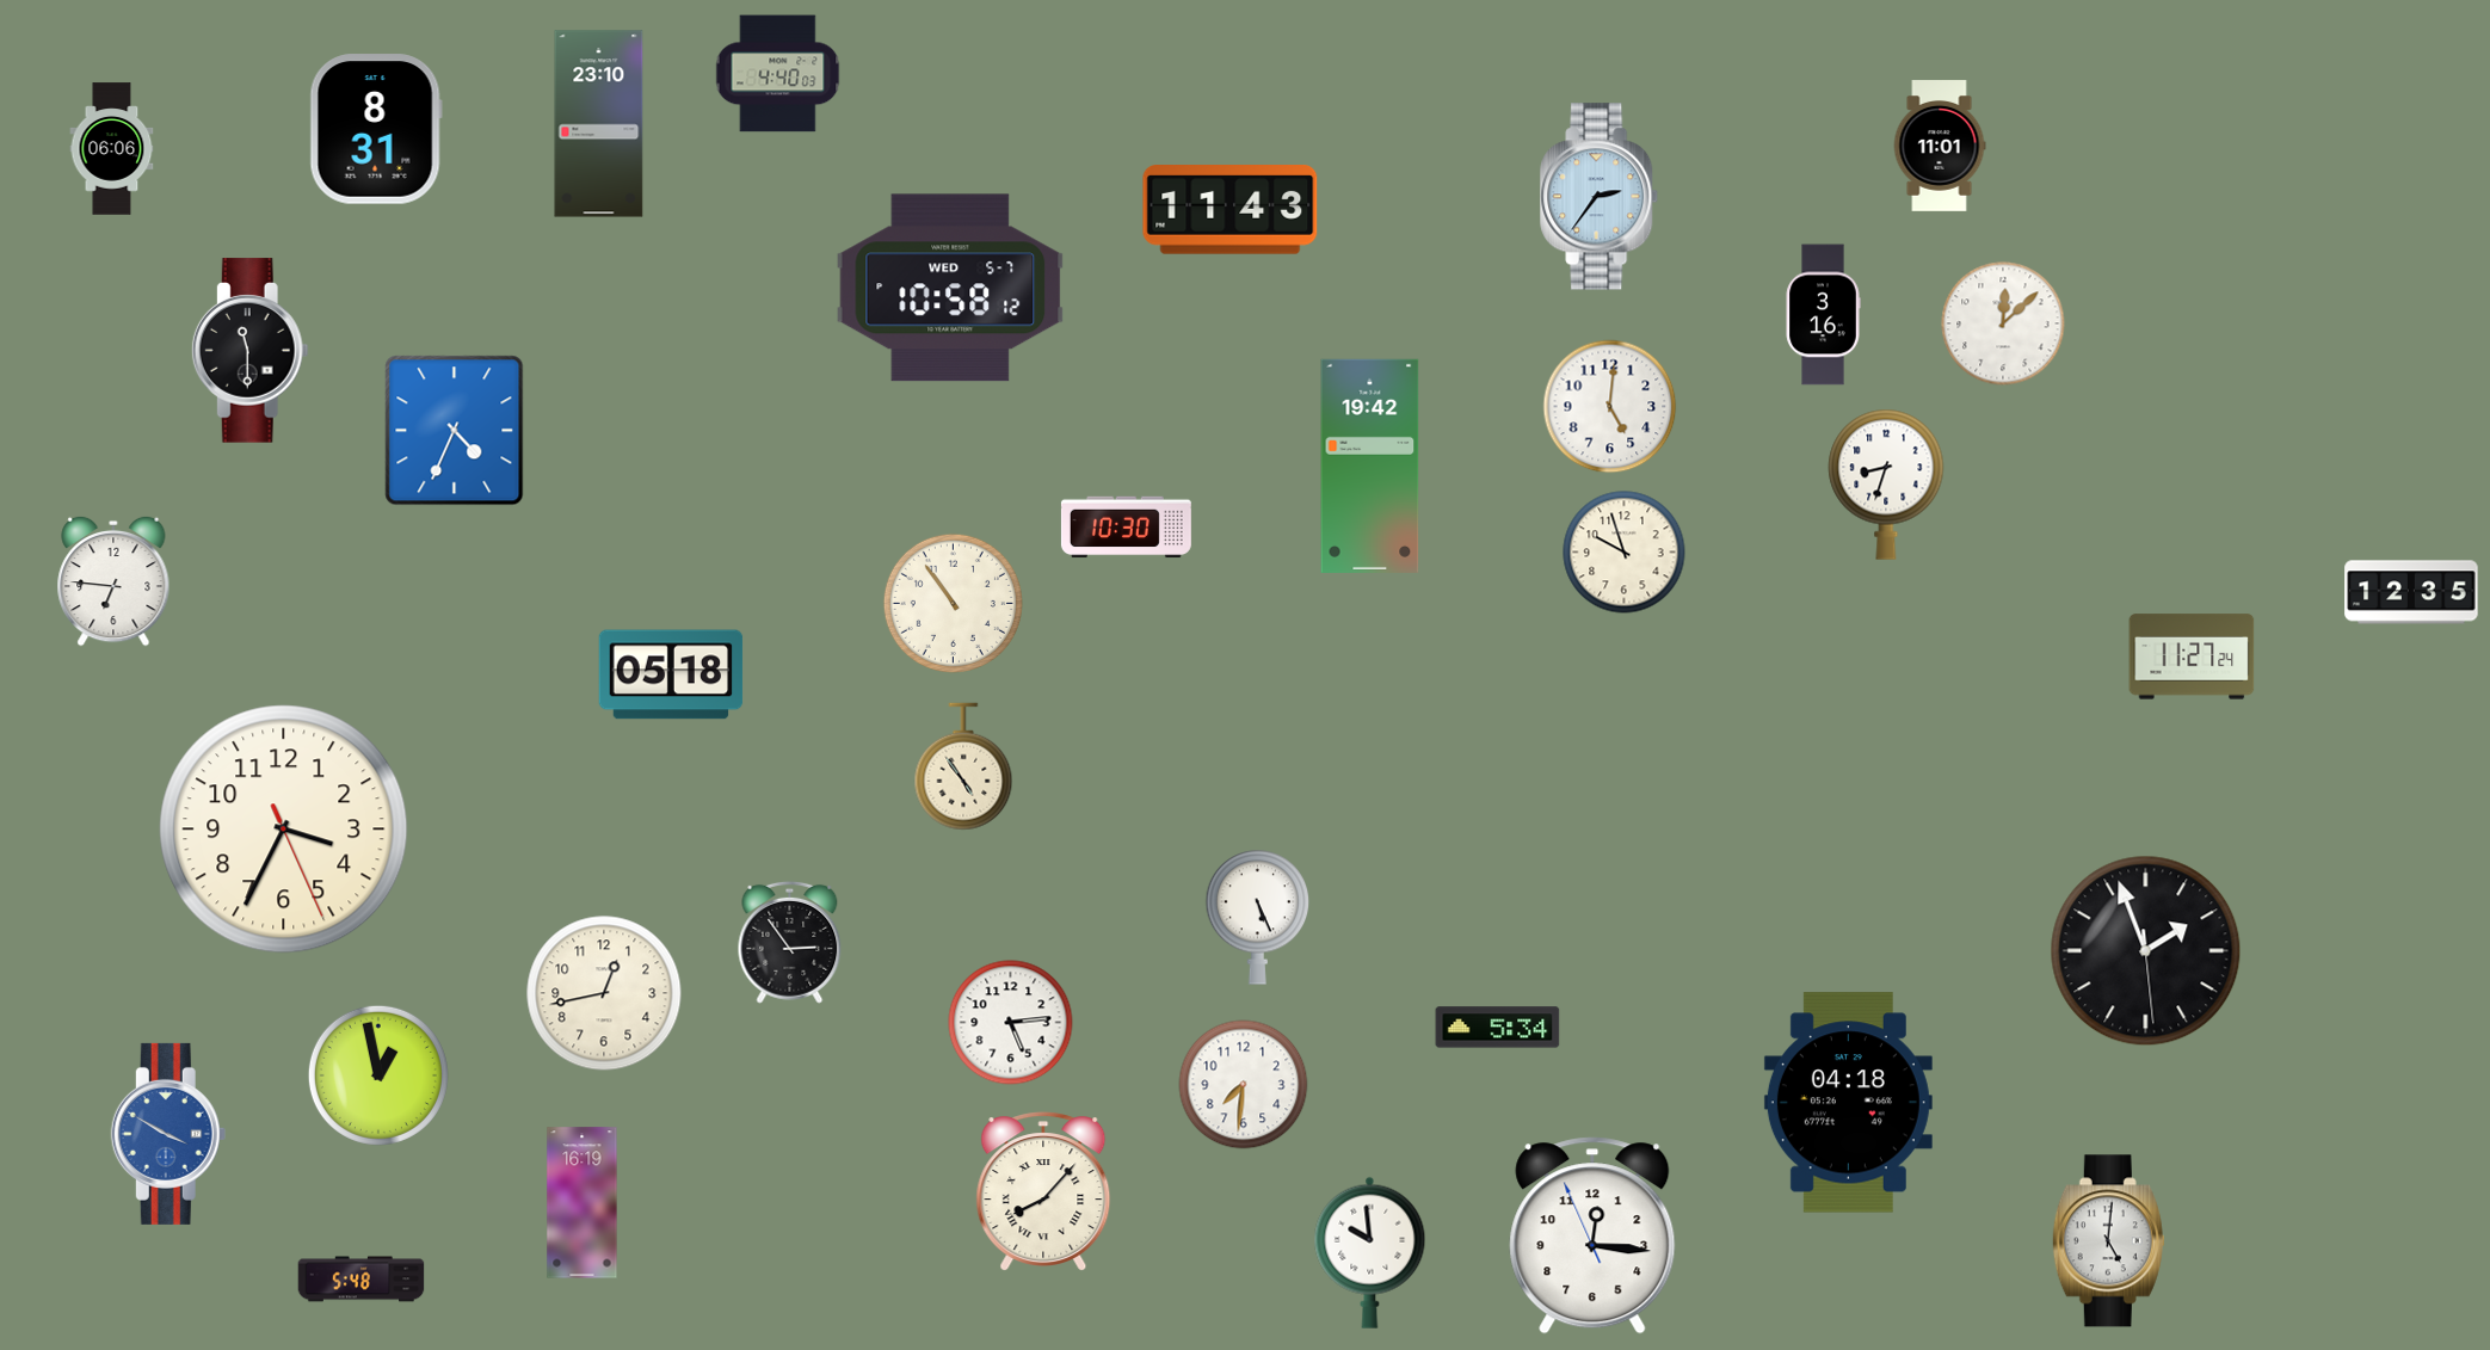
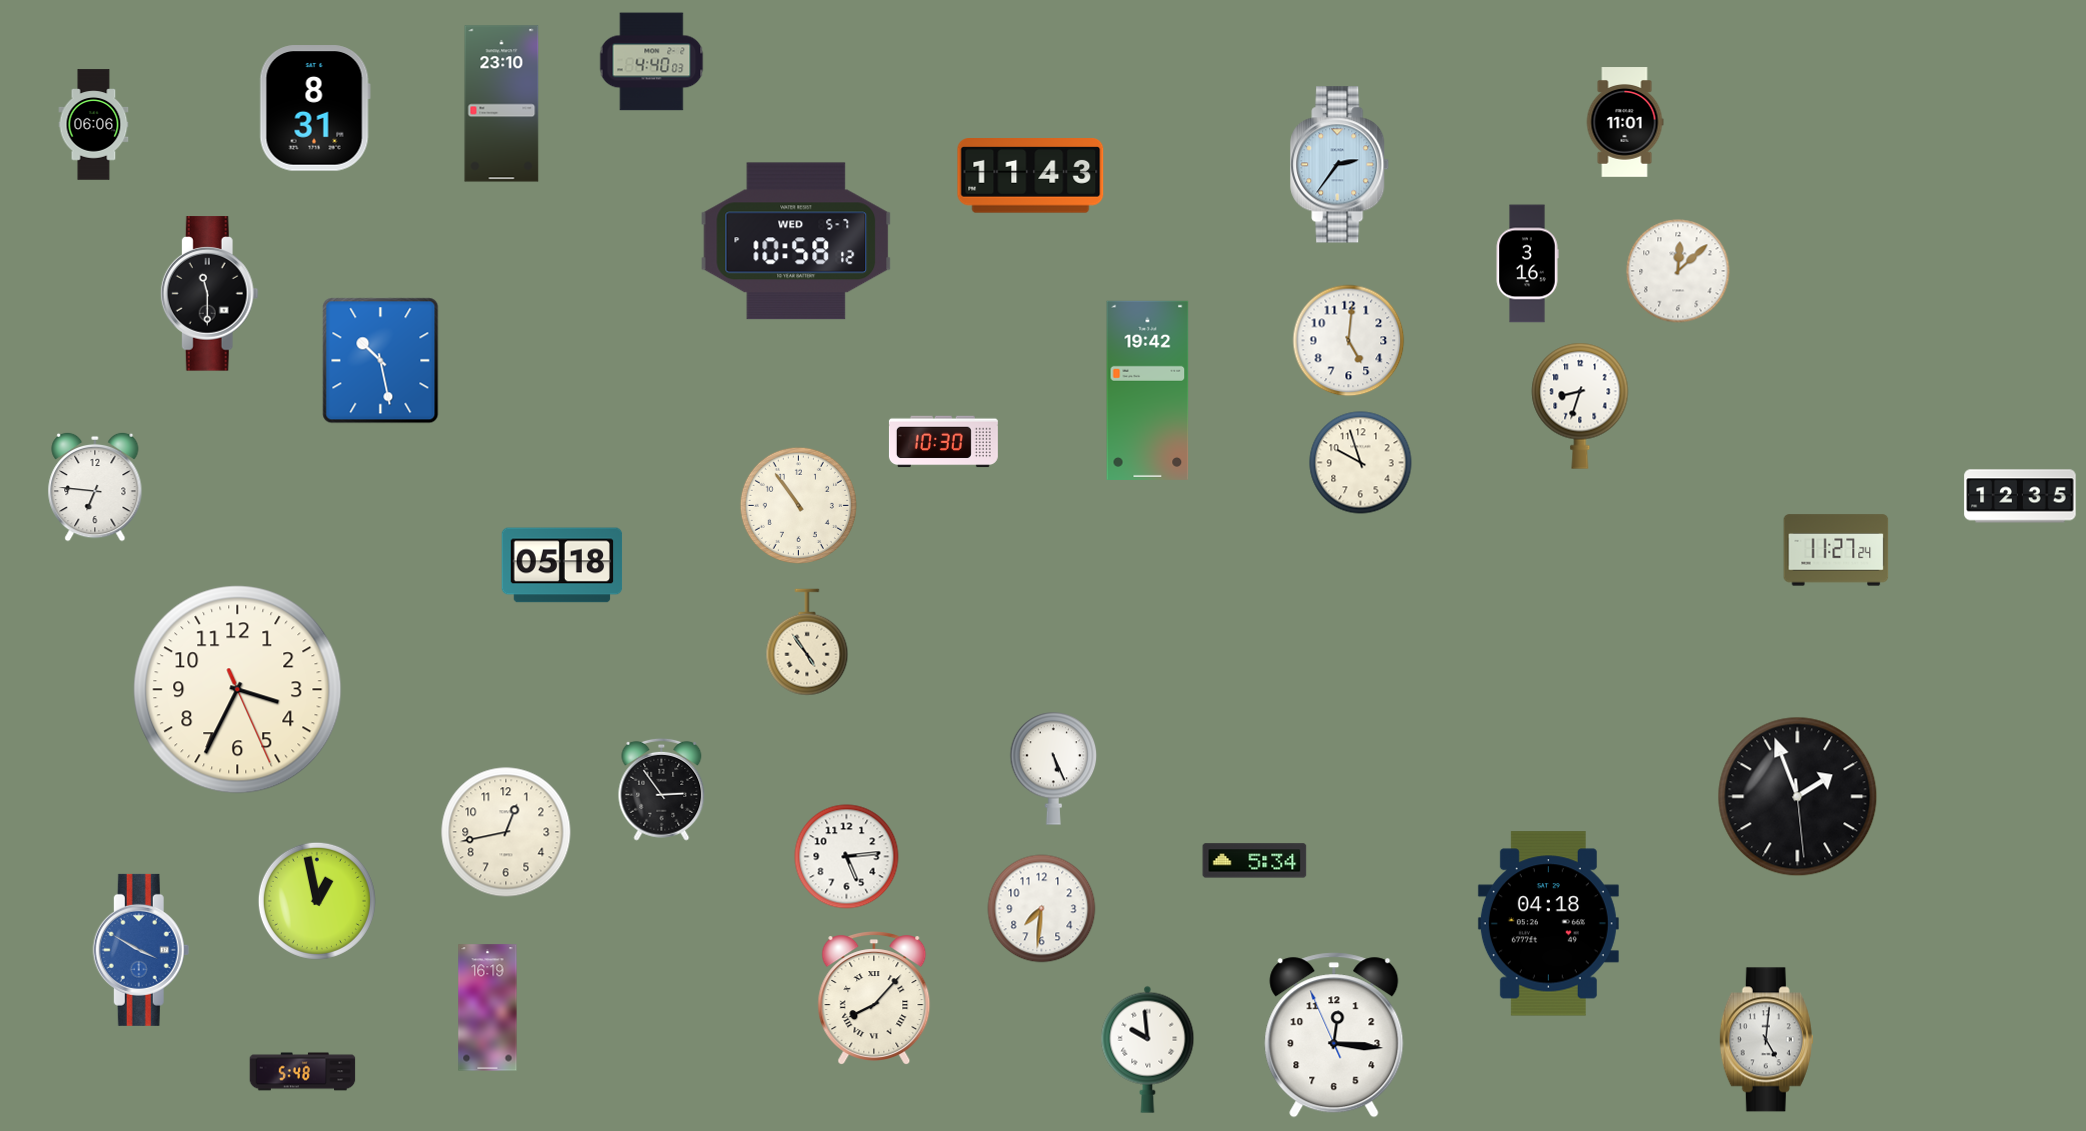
clock at (455, 431): 4:34 -> 10:28
clock at (284, 830) position: (284, 830) -> (238, 690)
